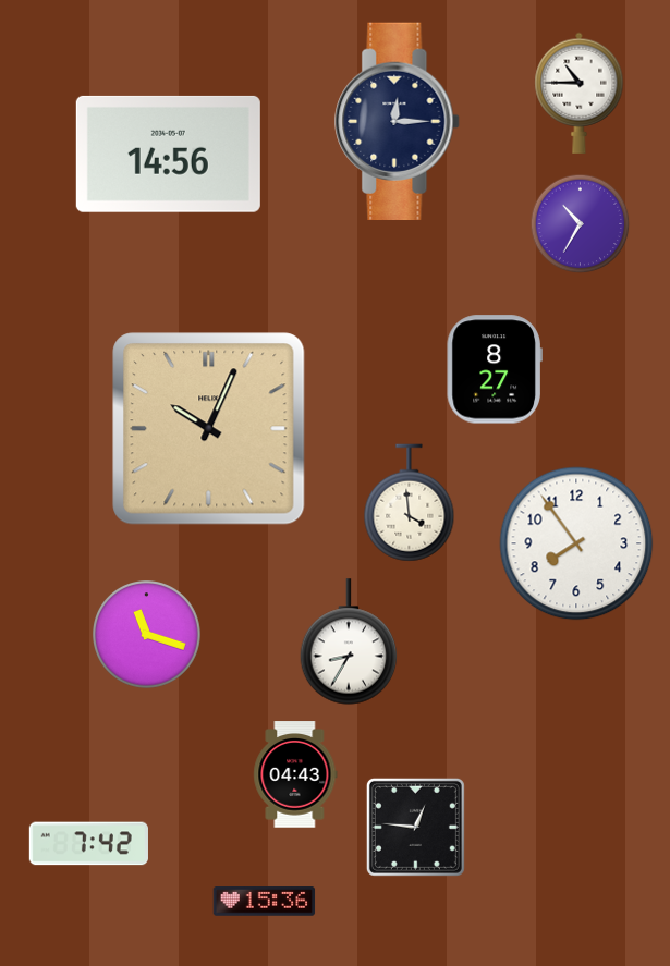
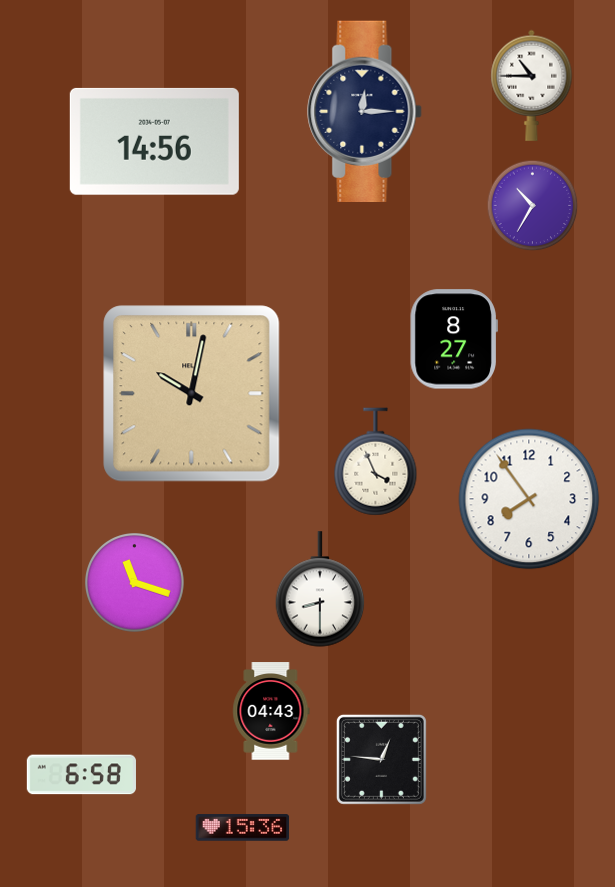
clock at (209, 429): 10:04 -> 10:02
clock at (410, 503): 3:59 -> 3:56
clock at (349, 641): 8:35 -> 8:30
clock at (88, 844): 7:42 -> 6:58
